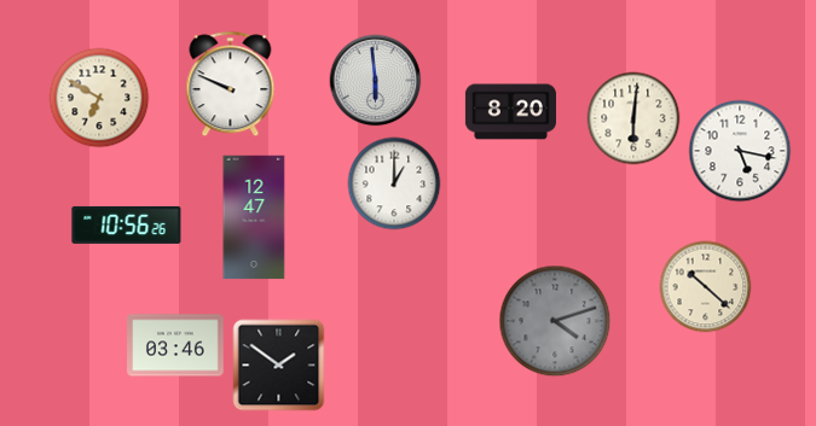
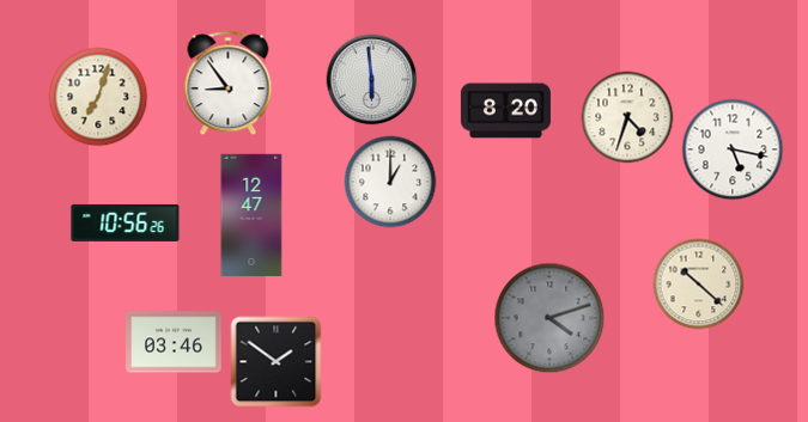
clock at (231, 84): 9:49 -> 8:54
clock at (99, 98): 6:50 -> 7:03
clock at (633, 118): 6:01 -> 4:33
